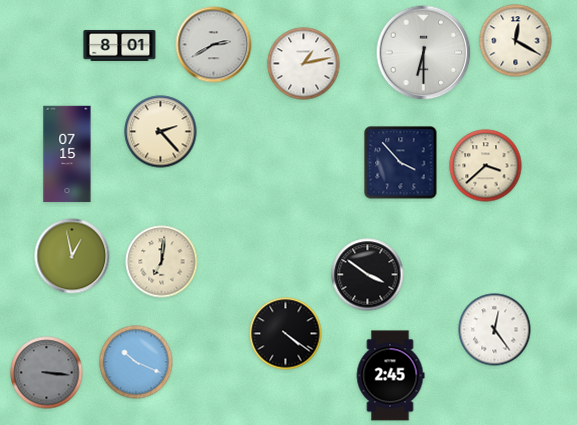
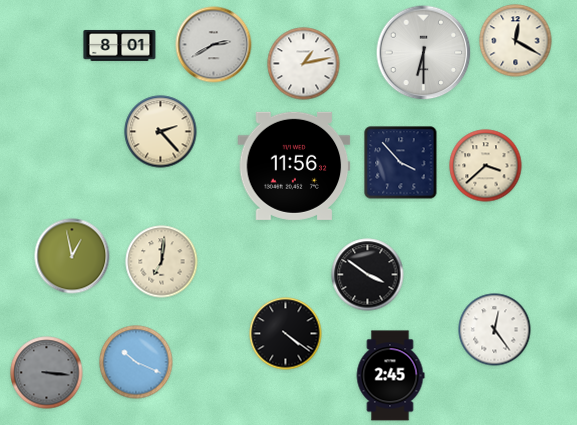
clock at (67, 154): 07:15 -> none
clock at (294, 166): none -> 11:56
